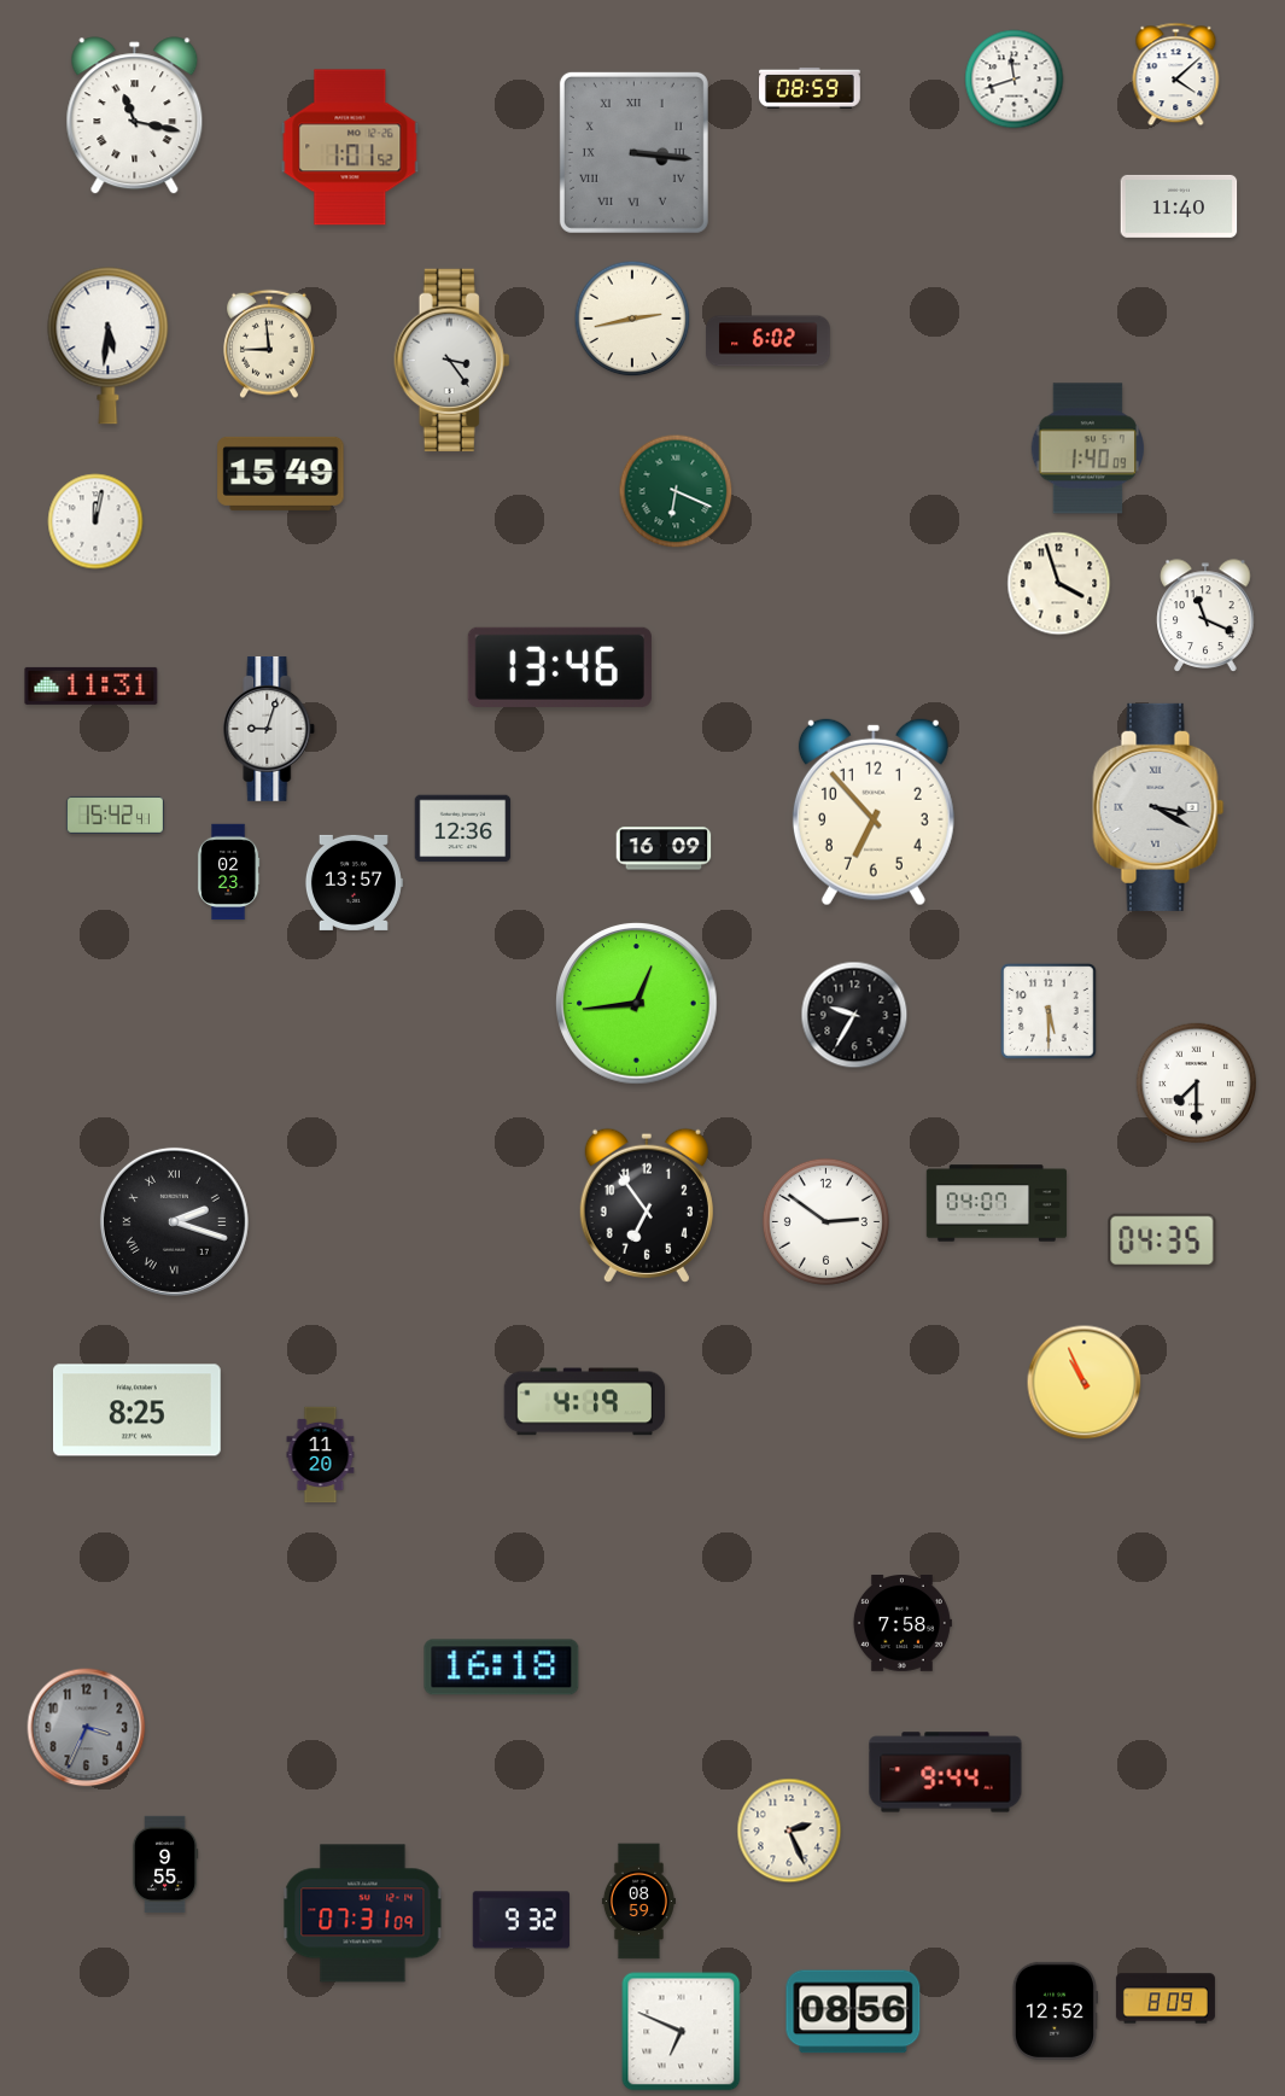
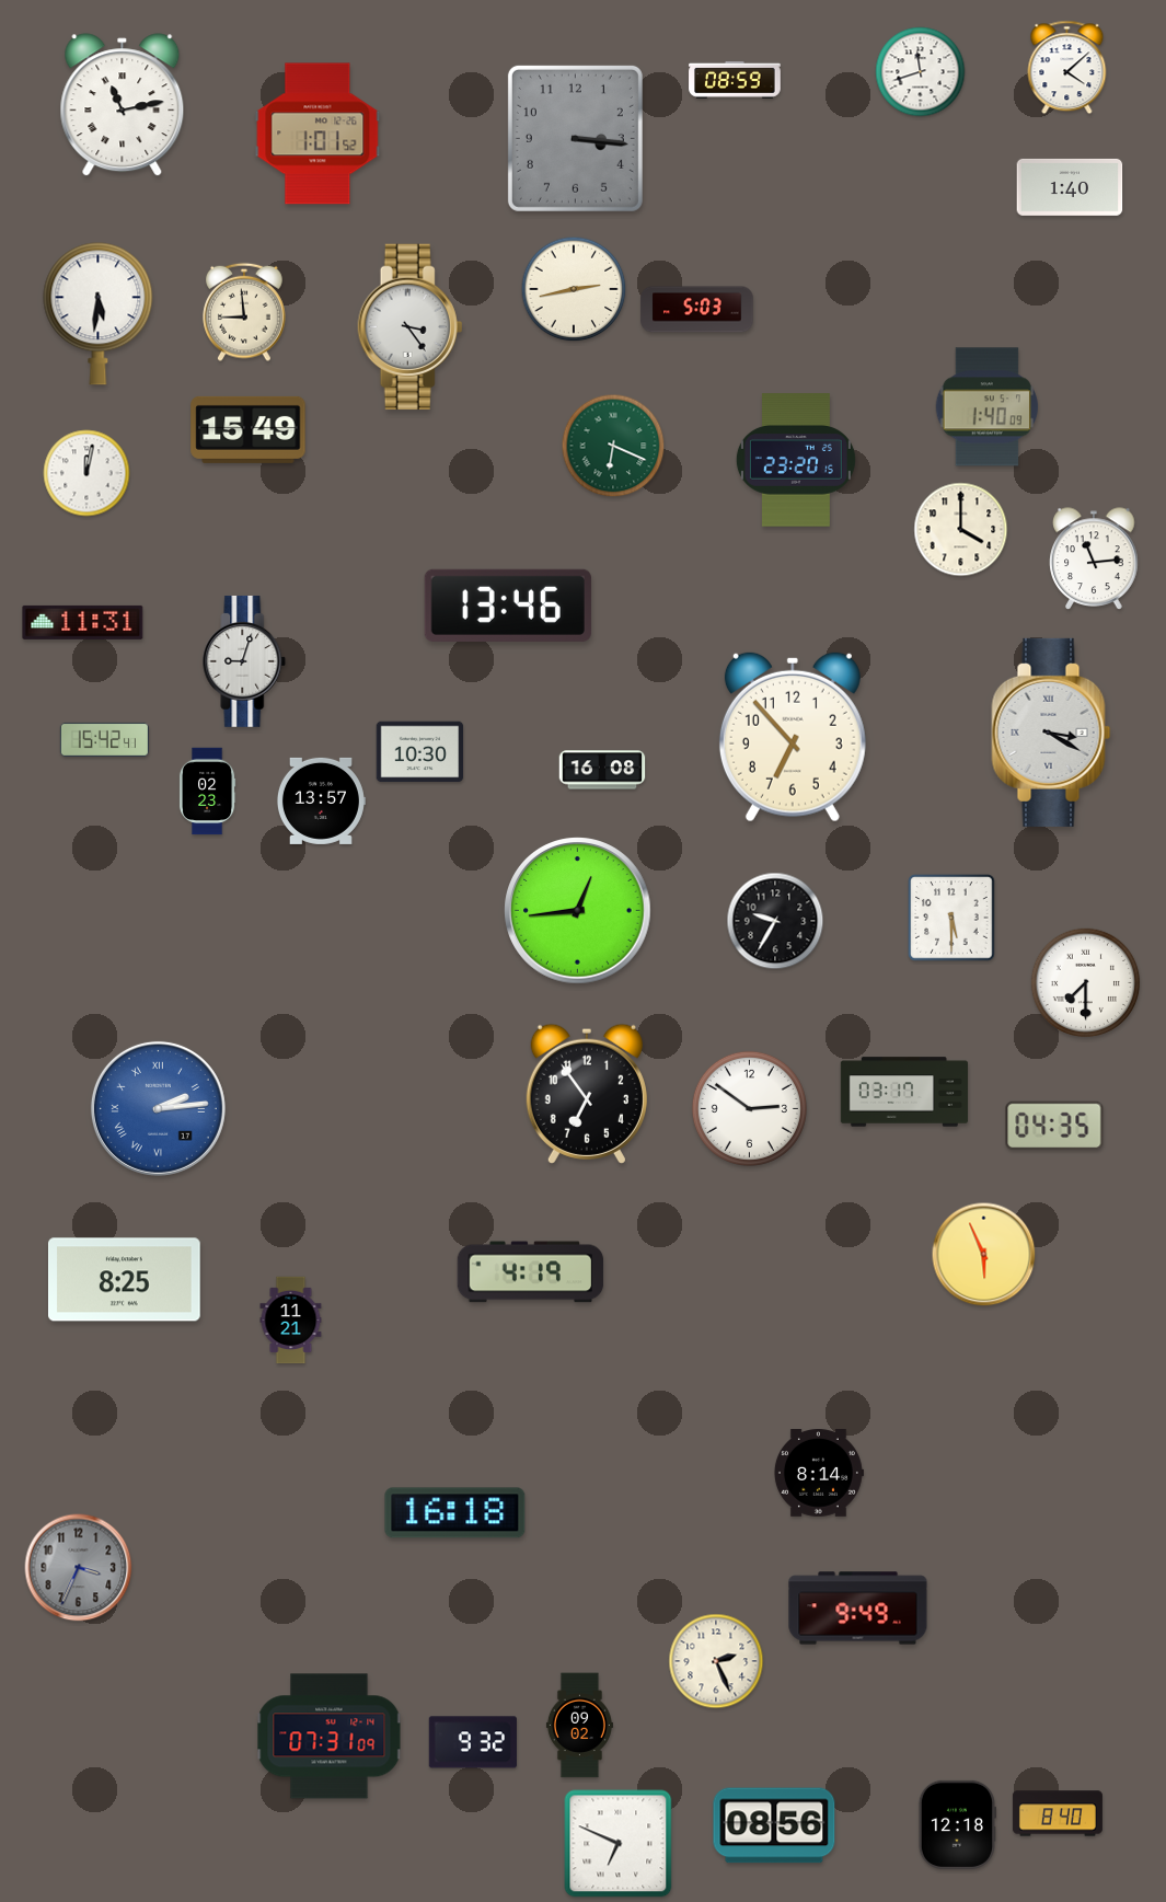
clock at (135, 116): 11:17 -> 11:13
clock at (633, 152) numerals: Roman -> Arabic
clock at (1179, 206): 11:40 -> 1:40
clock at (769, 341): 6:02 -> 5:03
clock at (281, 473) position: (281, 473) -> (249, 429)
clock at (796, 460): none -> 23:20
clock at (1059, 584): 3:57 -> 4:00
clock at (1205, 615): 11:19 -> 11:14
clock at (463, 829): 12:36 -> 10:30
clock at (664, 848): 16:09 -> 16:08
clock at (997, 1203): 04:07 -> 03:17
clock at (174, 1221): 2:18 -> 2:14
clock at (174, 1221) dial: black -> blue
clock at (1085, 1383): 10:56 -> 5:56
clock at (321, 1455): 11:20 -> 11:21
clock at (901, 1624): 7:58 -> 8:14
clock at (946, 1773): 9:44 -> 9:49
clock at (165, 1863): 9:55 -> none
clock at (638, 1902): 08:59 -> 09:02
clock at (1166, 1998): 8:09 -> 8:40
clock at (1055, 2010): 12:52 -> 12:18
